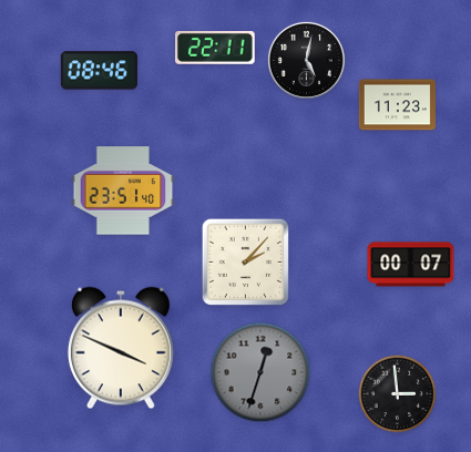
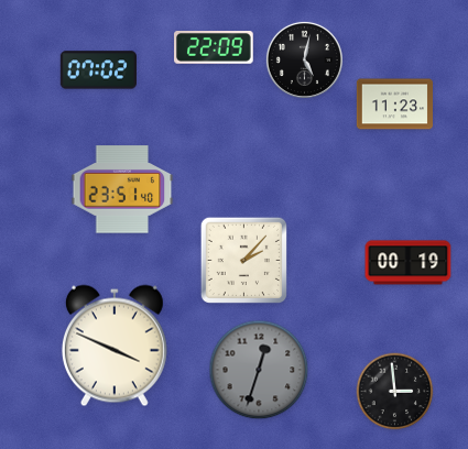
clock at (216, 49): 22:11 -> 22:09
clock at (99, 71): 08:46 -> 07:02
clock at (411, 265): 00:07 -> 00:19
clock at (121, 348) position: (121, 348) -> (115, 346)
